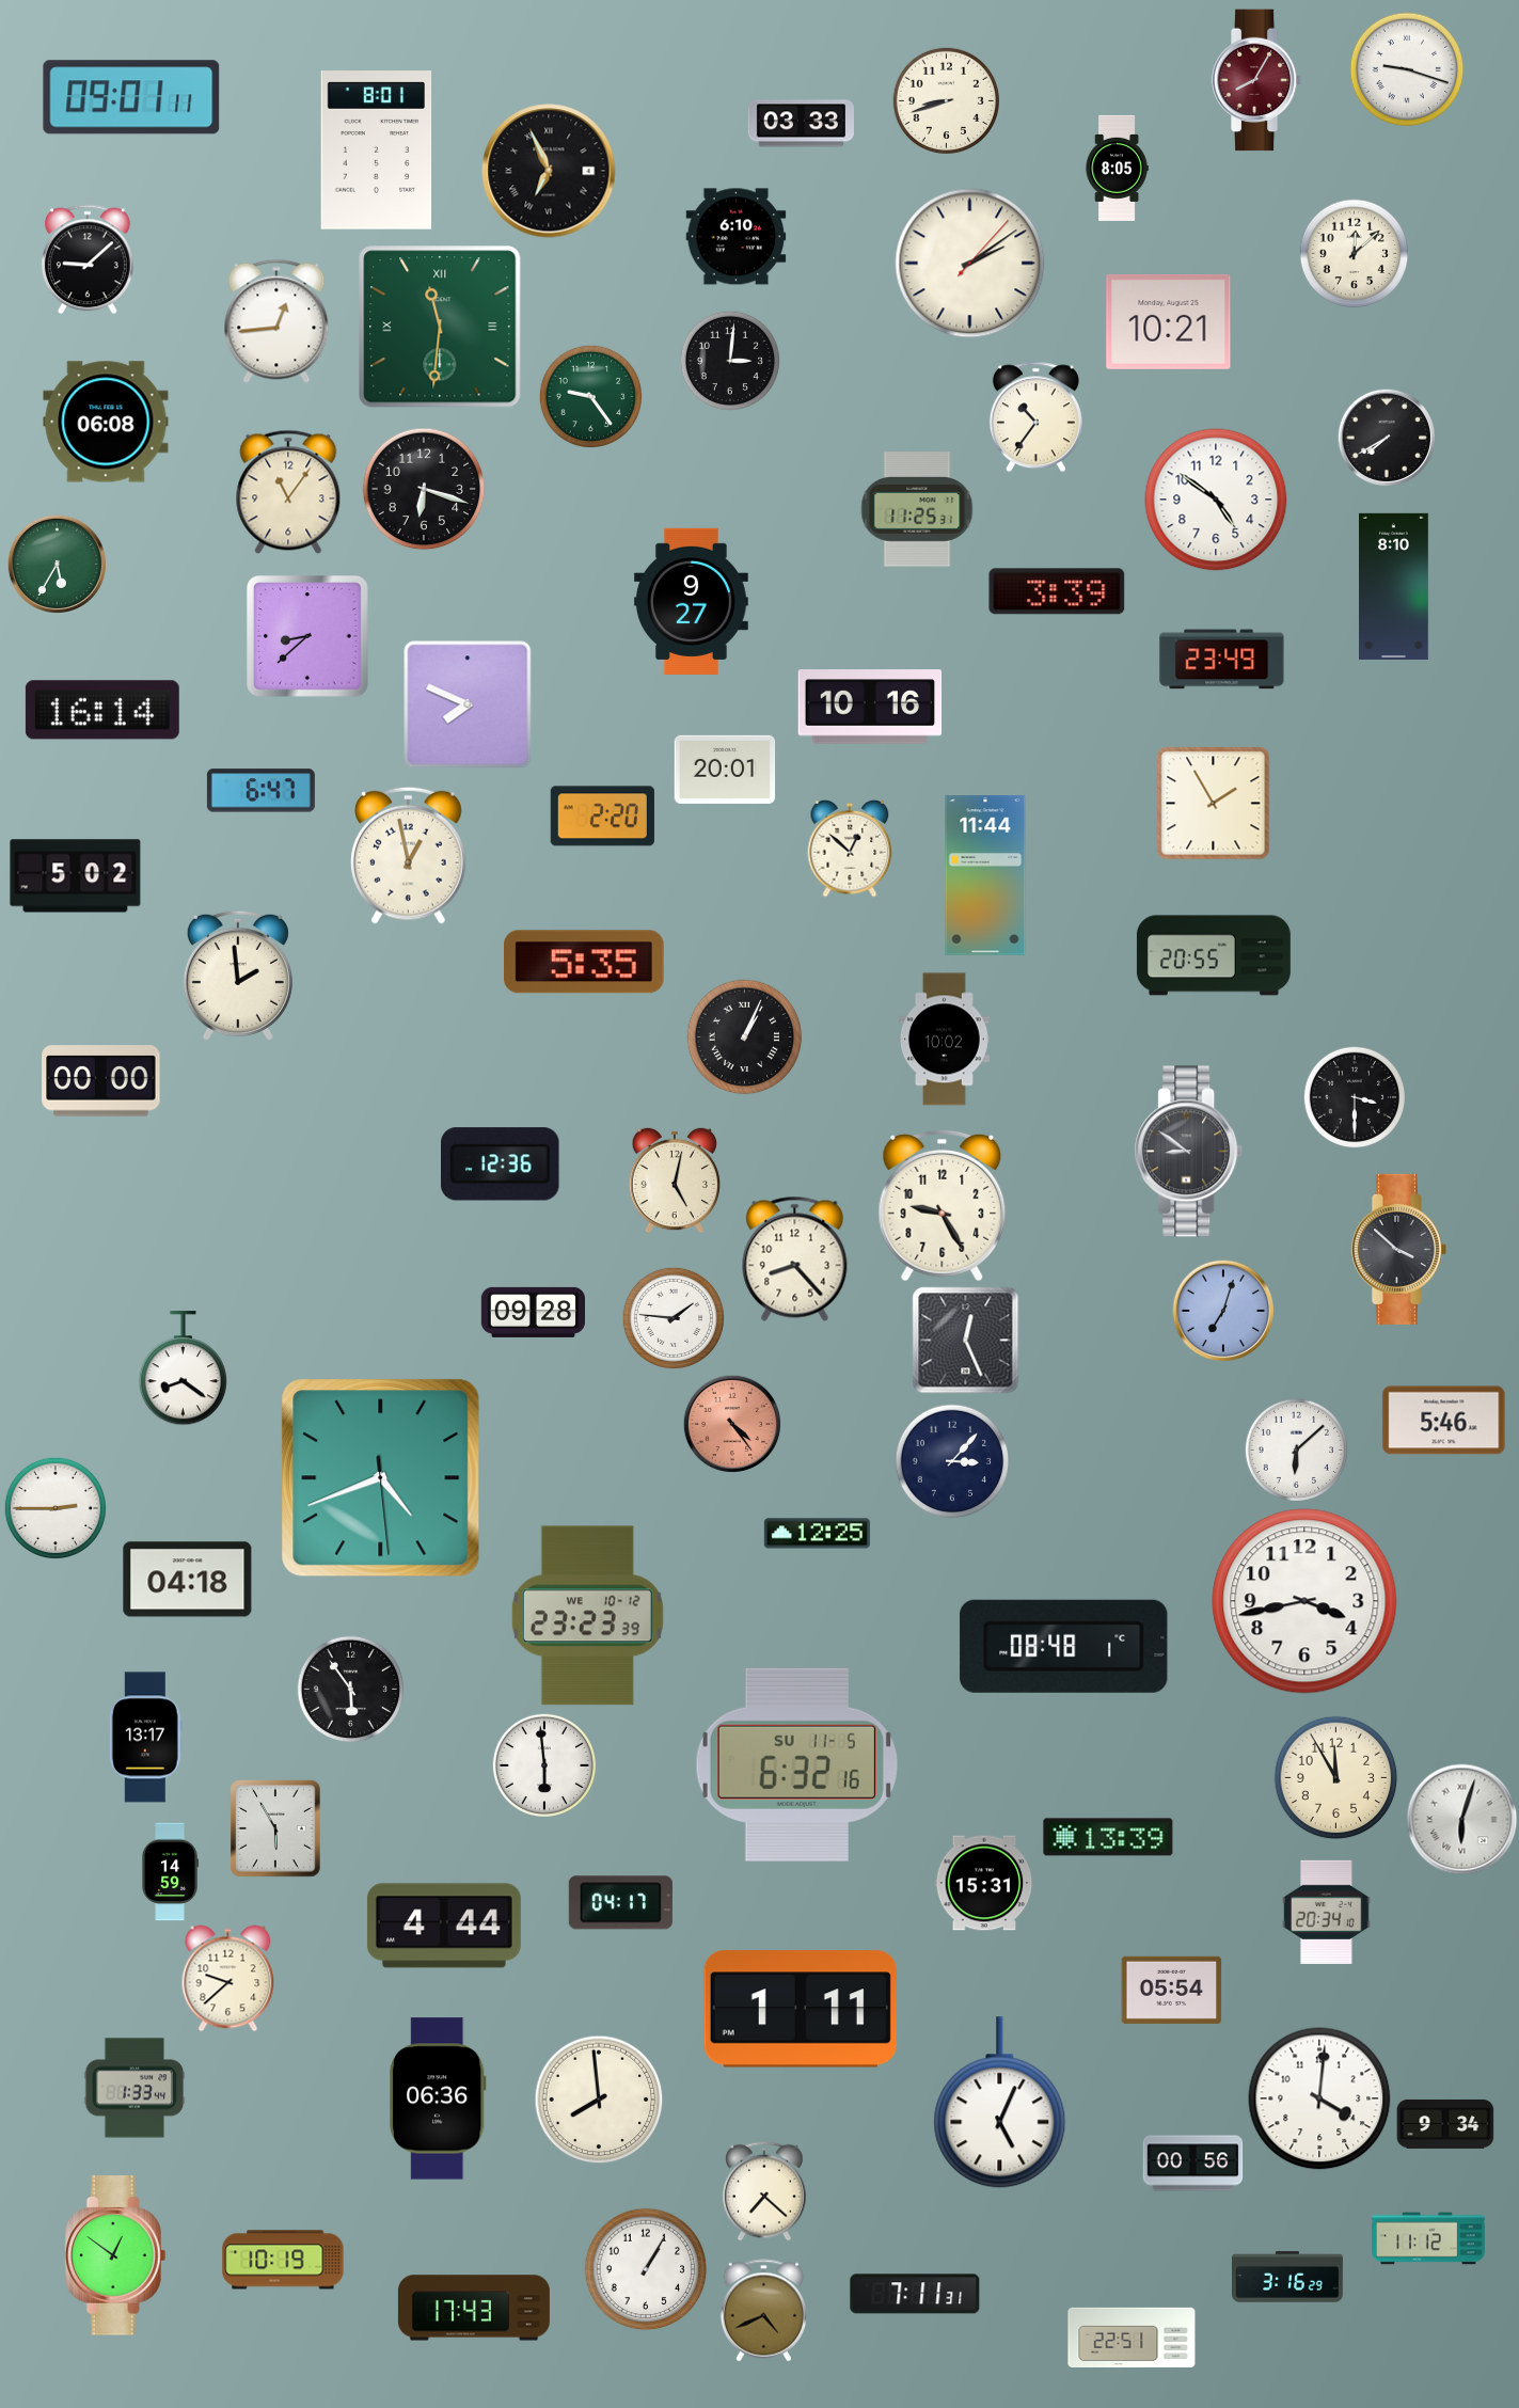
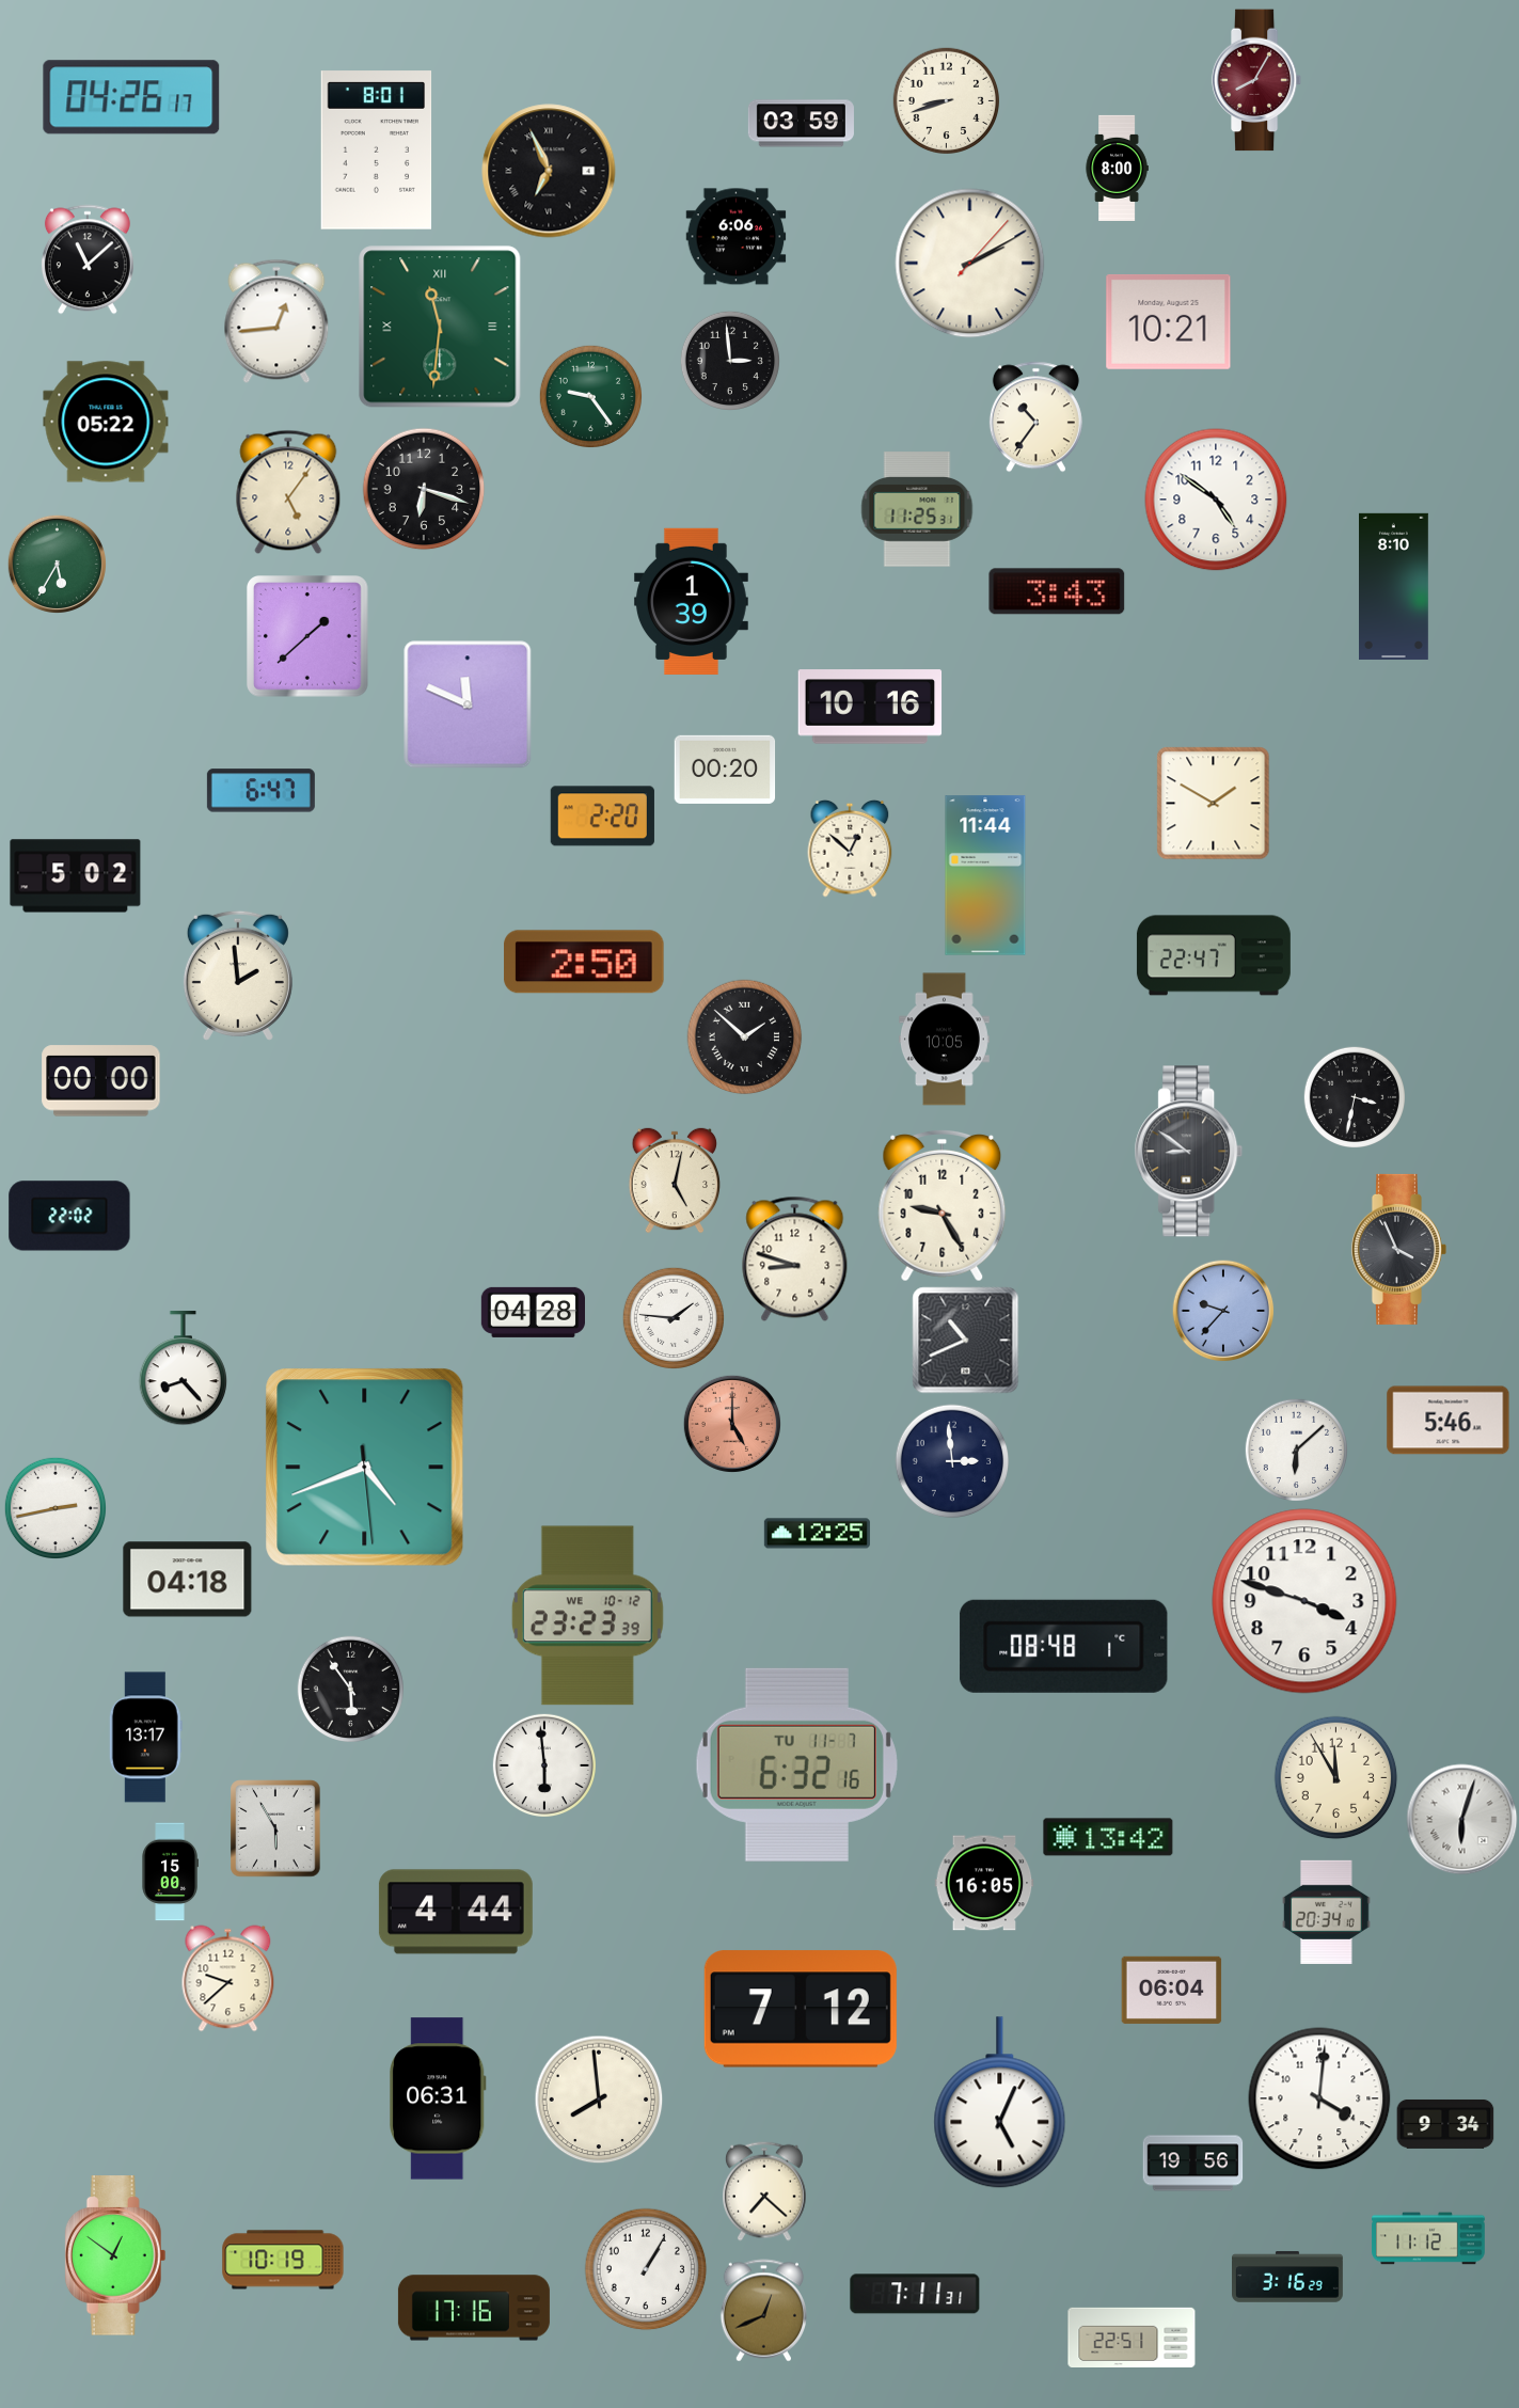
clock at (1407, 69): 9:18 -> none
clock at (131, 97): 09:01 -> 04:26
clock at (801, 124): 03:33 -> 03:59
clock at (1117, 168): 8:05 -> 8:00
clock at (737, 237): 6:10 -> 6:06
clock at (1355, 254): 12:08 -> none
clock at (88, 259): 9:08 -> 11:08
clock at (970, 264): 2:09 -> 2:10
clock at (730, 361): 3:01 -> 2:59
clock at (106, 422): 06:08 -> 05:22
clock at (1386, 437): 7:40 -> none
clock at (288, 492): 11:06 -> 5:06
clock at (1057, 591): 3:39 -> 3:43
clock at (691, 601): 9:27 -> 1:39
clock at (308, 637): 8:38 -> 1:38
clock at (1222, 660): 23:49 -> none
clock at (468, 704): 7:49 -> 11:49
clock at (102, 710): 16:14 -> none
clock at (725, 770): 20:01 -> 00:20
clock at (1214, 804): 1:55 -> 1:50
clock at (408, 855): 12:58 -> none
clock at (1214, 955): 20:55 -> 22:47
clock at (584, 962): 5:35 -> 2:50
clock at (745, 1037): 1:04 -> 1:52
clock at (945, 1040): 10:02 -> 10:05
clock at (1354, 1096): 3:30 -> 3:32
clock at (501, 1165): 12:36 -> none
clock at (69, 1216): none -> 22:02
clock at (1398, 1249): 3:52 -> 3:56
clock at (795, 1258): 8:23 -> 8:48
clock at (1223, 1311): 7:03 -> 9:37
clock at (533, 1312): 09:28 -> 04:28
clock at (966, 1341): 12:26 -> 10:41
clock at (184, 1368): 8:21 -> 8:23
clock at (1444, 1421) position: (1444, 1421) -> (1449, 1421)
clock at (731, 1423): 4:24 -> 5:00
clock at (952, 1461): 3:07 -> 2:59
clock at (381, 1478) position: (381, 1478) -> (365, 1468)
clock at (54, 1507): 2:45 -> 2:43
clock at (1304, 1601): 3:43 -> 3:48
clock at (796, 1764) date: SU 11-5 -> TU 11-7
clock at (1108, 1837): 13:39 -> 13:42
clock at (170, 1872): 14:59 -> 15:00
clock at (984, 1883): 15:31 -> 16:05
clock at (620, 1903): 04:17 -> none
clock at (444, 1926) position: (444, 1926) -> (456, 1912)
clock at (1172, 1990): 05:54 -> 06:04
clock at (801, 2009): 1:11 -> 7:12
clock at (135, 2088): 1:33 -> none
clock at (438, 2098): 06:36 -> 06:31
clock at (1193, 2164): 00:56 -> 19:56
clock at (474, 2308): 17:43 -> 17:16
clock at (763, 2311): 4:41 -> 12:41
